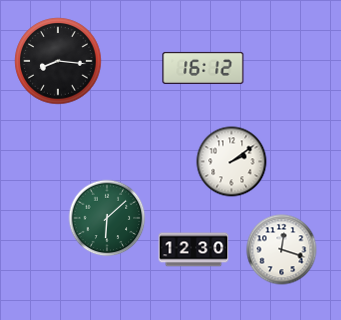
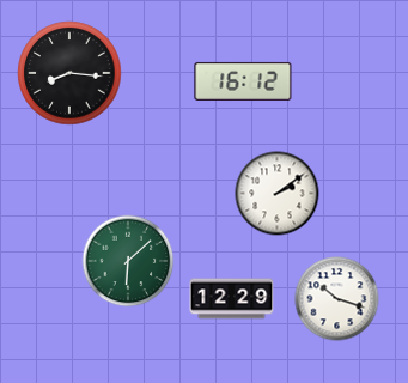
clock at (194, 250): 12:30 -> 12:29
clock at (282, 250): 12:18 -> 10:18
